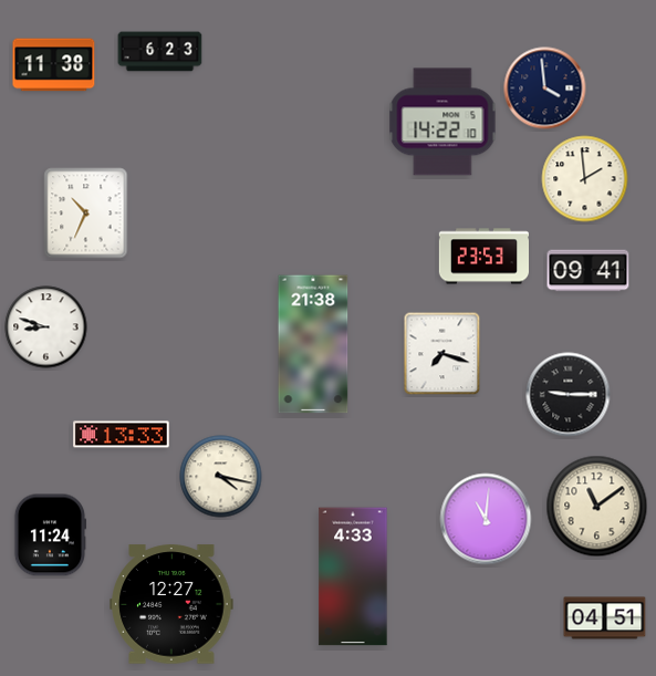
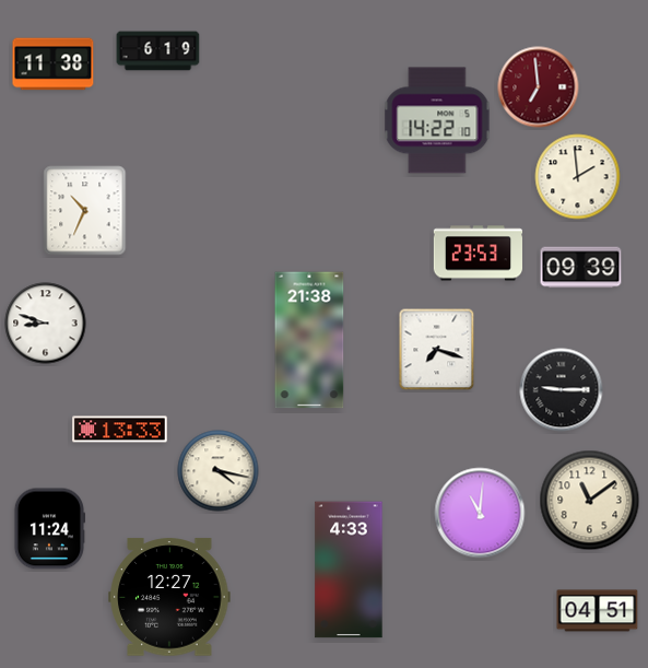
clock at (160, 52): 6:23 -> 6:19
clock at (545, 89): 3:59 -> 6:59
clock at (545, 89) dial: navy -> burgundy
clock at (589, 271): 09:41 -> 09:39
